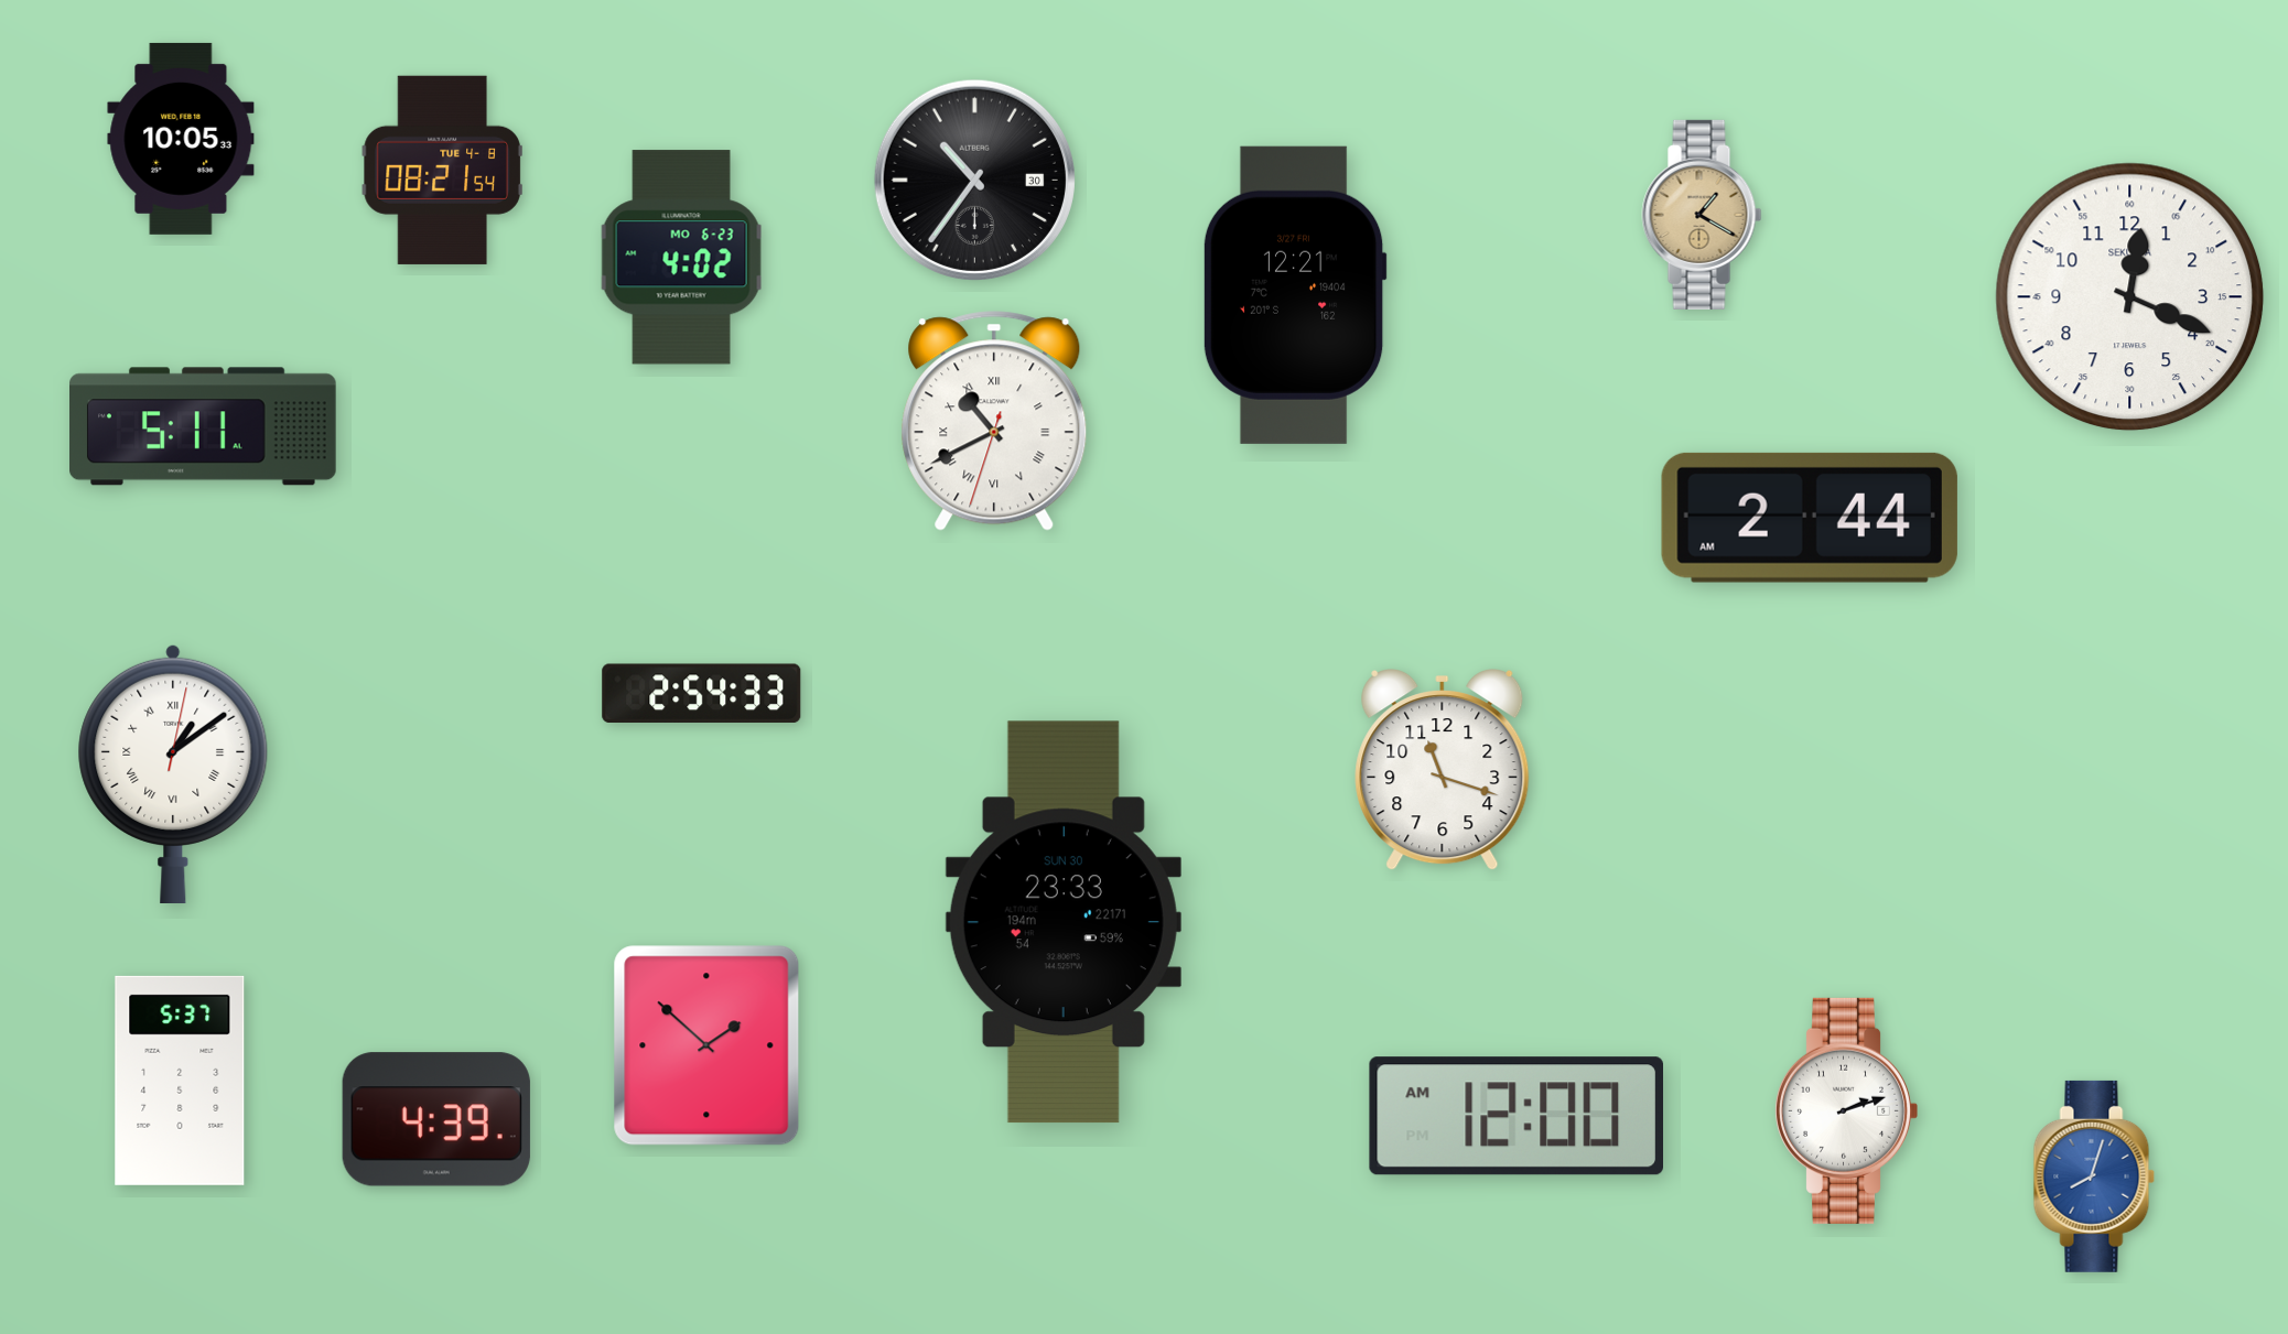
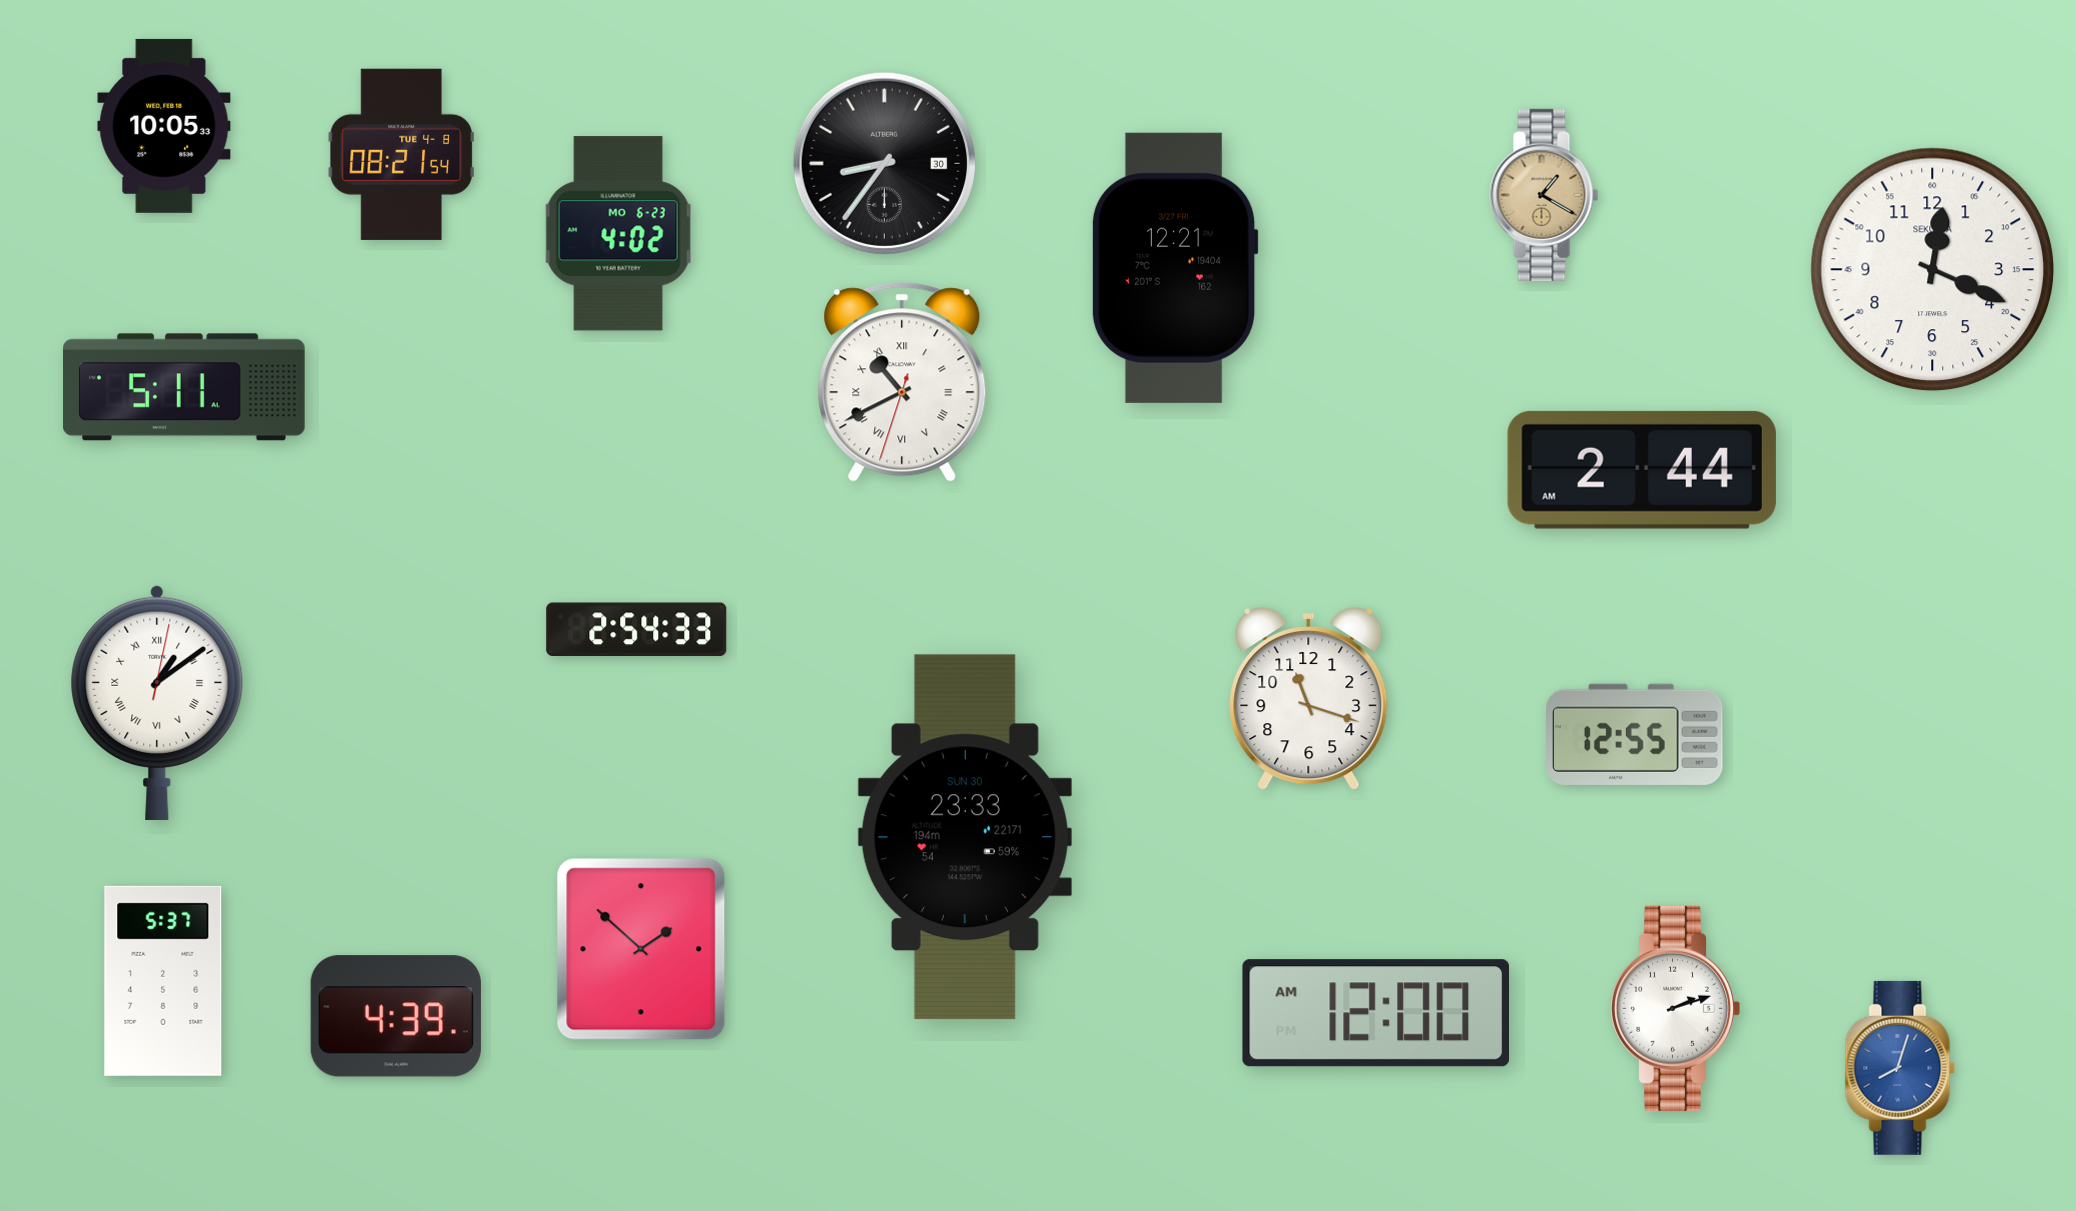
clock at (974, 180): 10:36 -> 8:36
clock at (1635, 734): none -> 12:55
